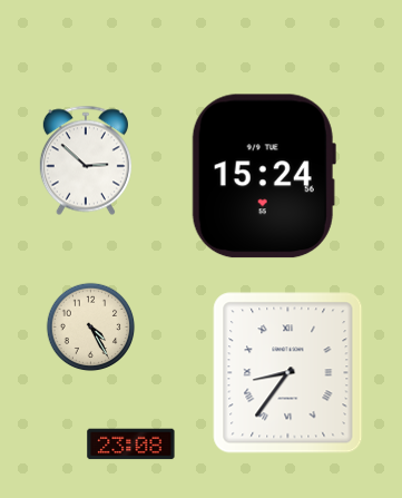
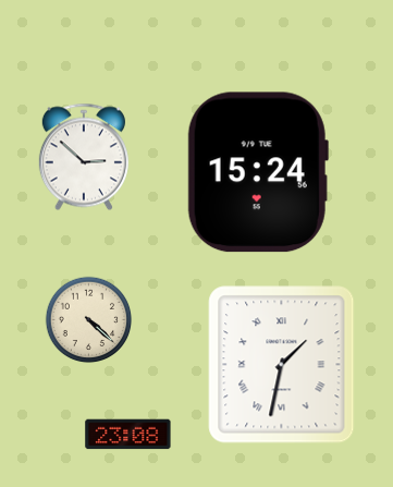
clock at (91, 328): 4:25 -> 4:22
clock at (288, 373): 8:36 -> 1:32
